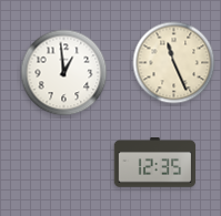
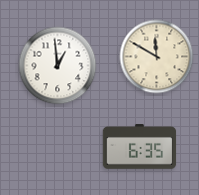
clock at (174, 63): 11:26 -> 11:50
clock at (155, 163): 12:35 -> 6:35
